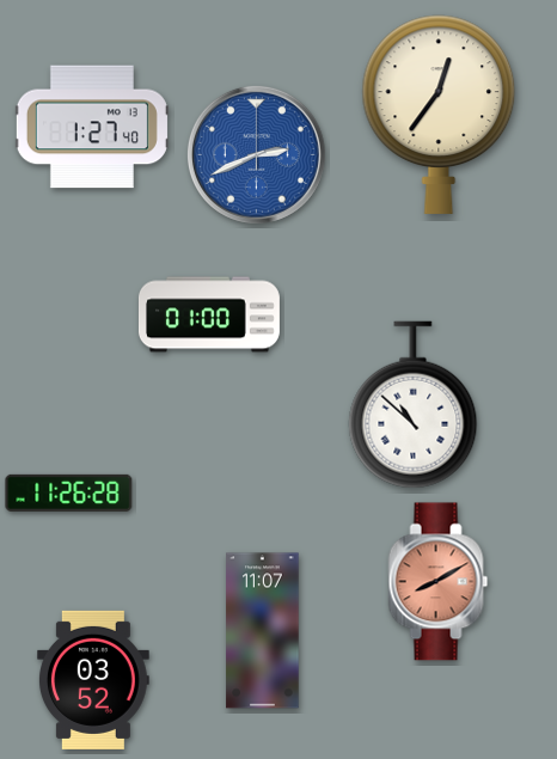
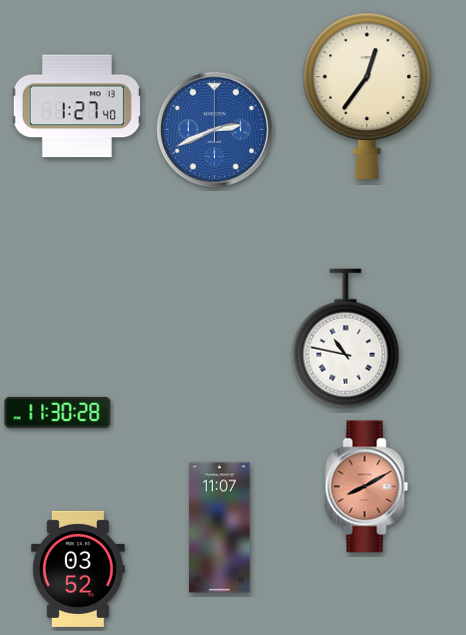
clock at (209, 314): 01:00 -> none
clock at (414, 405): 10:52 -> 10:47
clock at (69, 492): 11:26 -> 11:30
